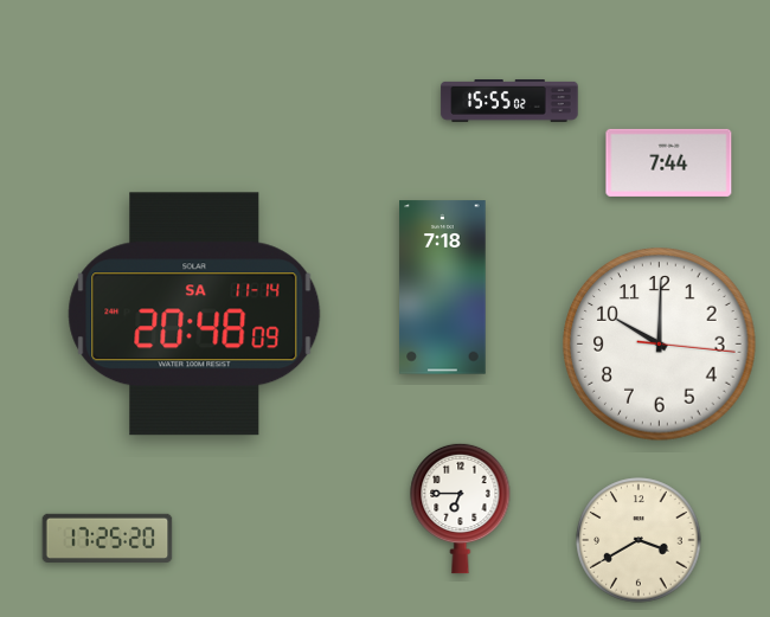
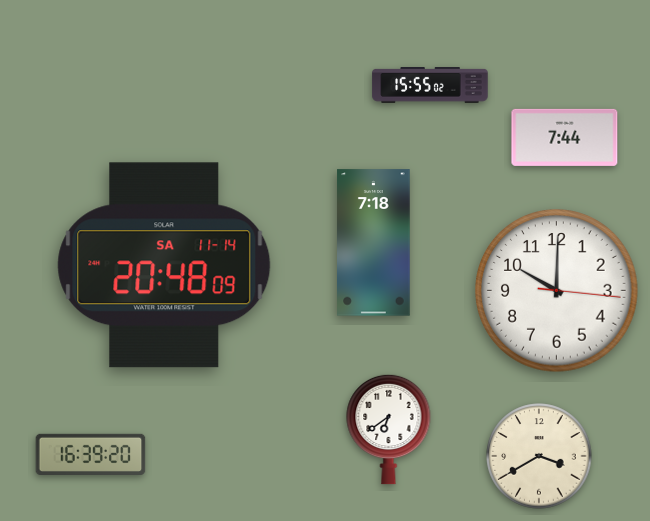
clock at (461, 508): 6:45 -> 6:39
clock at (108, 538): 17:25 -> 16:39
